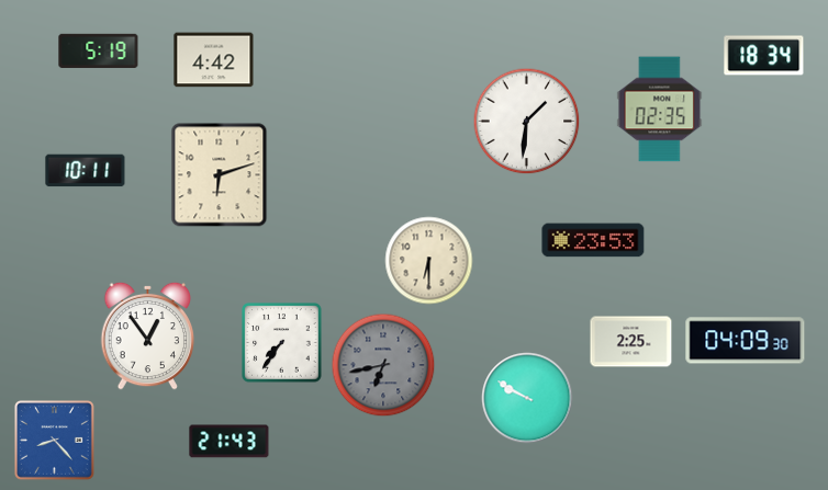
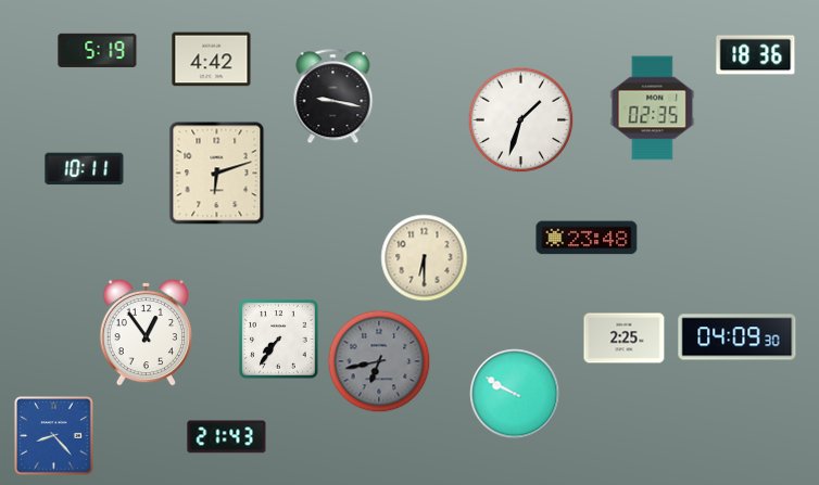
clock at (764, 56): 18:34 -> 18:36
clock at (333, 97): none -> 9:17
clock at (527, 122): 1:31 -> 1:33
clock at (593, 240): 23:53 -> 23:48
clock at (527, 398) position: (527, 398) -> (515, 394)
